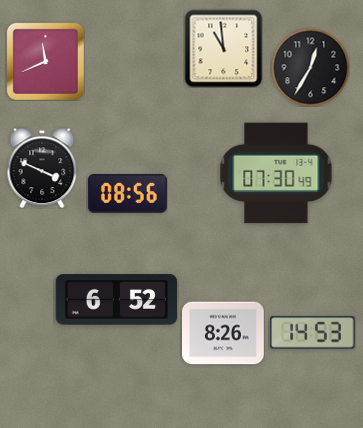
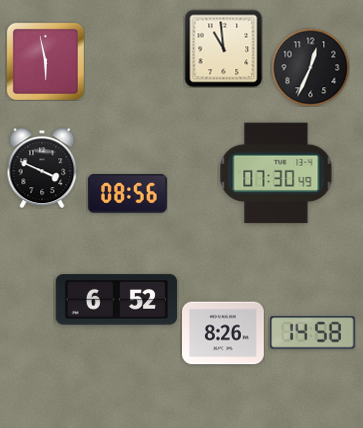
clock at (45, 61): 11:41 -> 5:58
clock at (310, 67): 12:35 -> 12:34
clock at (313, 333): 14:53 -> 14:58
